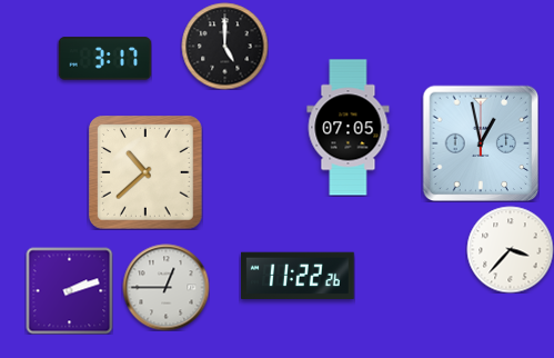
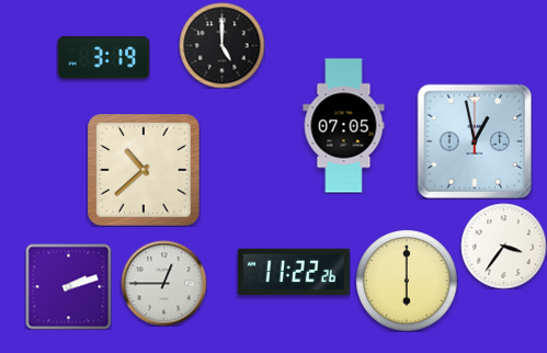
clock at (104, 59): 3:17 -> 3:19
clock at (510, 249): 3:37 -> 3:36
clock at (407, 281): none -> 6:00
